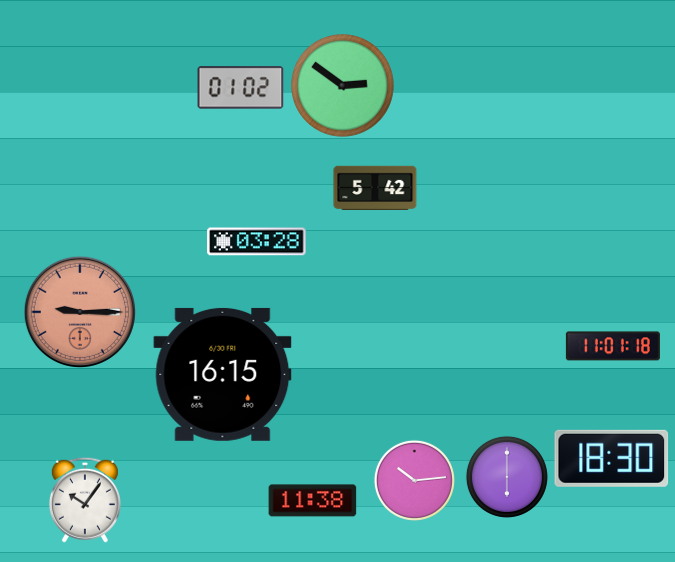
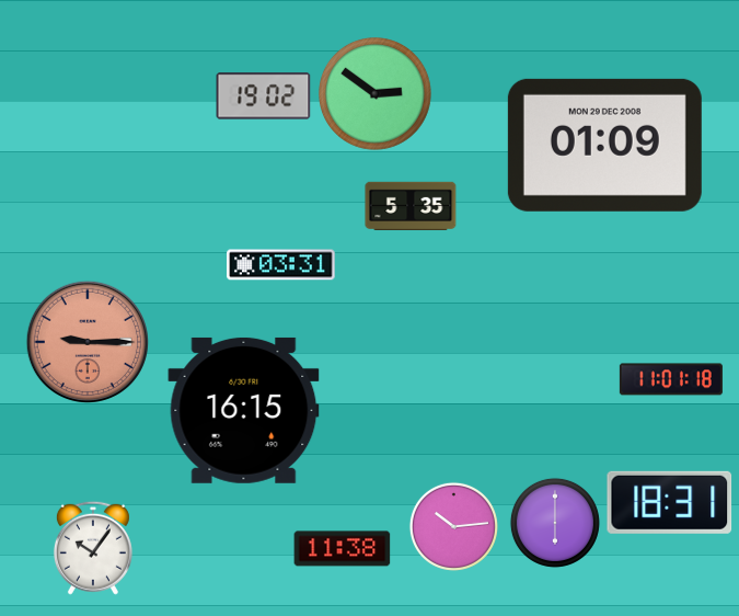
clock at (241, 88): 01:02 -> 19:02
clock at (604, 145): none -> 01:09
clock at (375, 188): 5:42 -> 5:35
clock at (257, 242): 03:28 -> 03:31
clock at (612, 458): 18:30 -> 18:31
